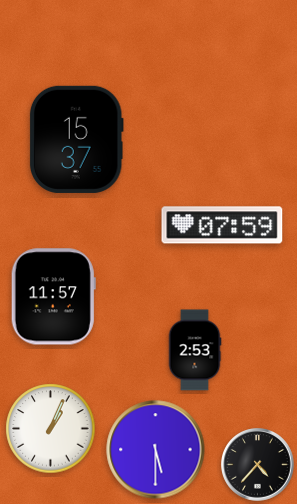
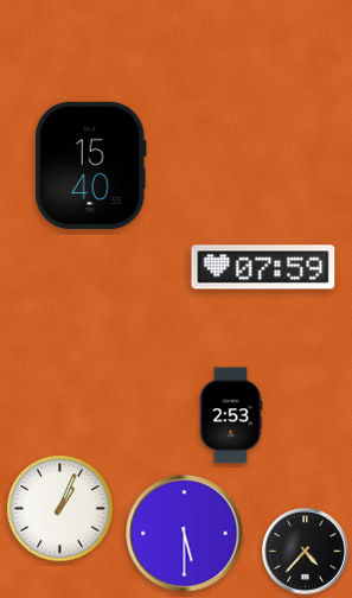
clock at (76, 139): 15:37 -> 15:40
clock at (53, 297): 11:57 -> none
